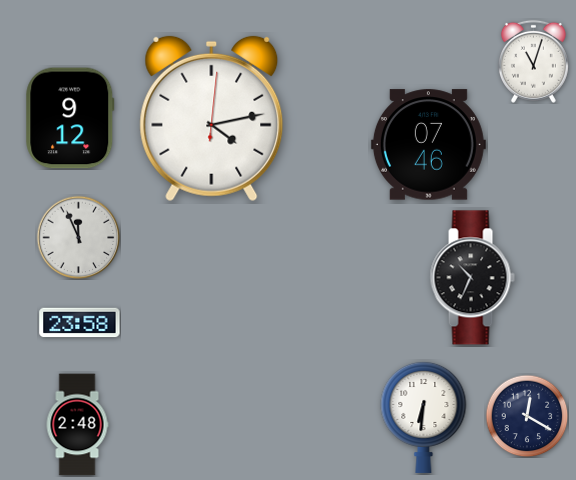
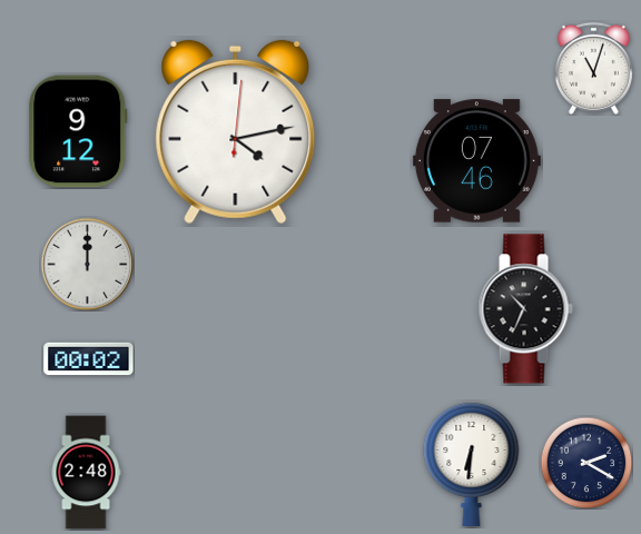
clock at (78, 237): 11:56 -> 12:00
clock at (80, 323): 23:58 -> 00:02
clock at (527, 416): 12:20 -> 2:20
